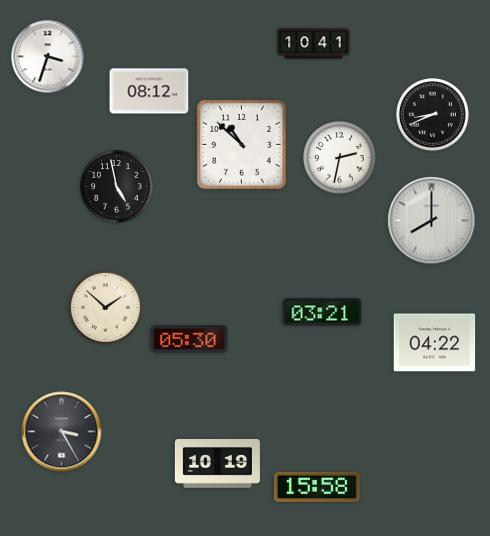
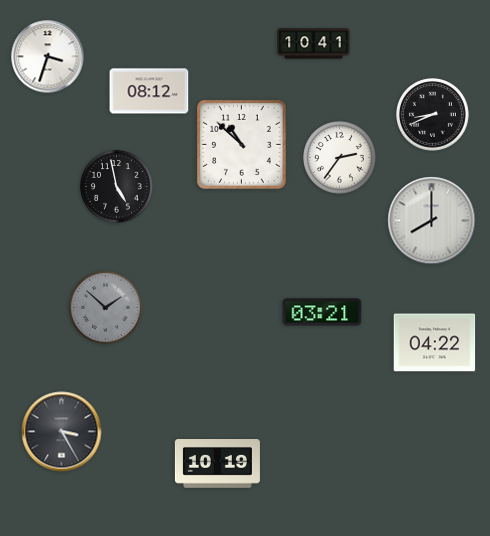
clock at (340, 158): 2:32 -> 2:36
clock at (106, 308) dial: cream -> grey
clock at (189, 339): 05:30 -> none
clock at (317, 487): 15:58 -> none
